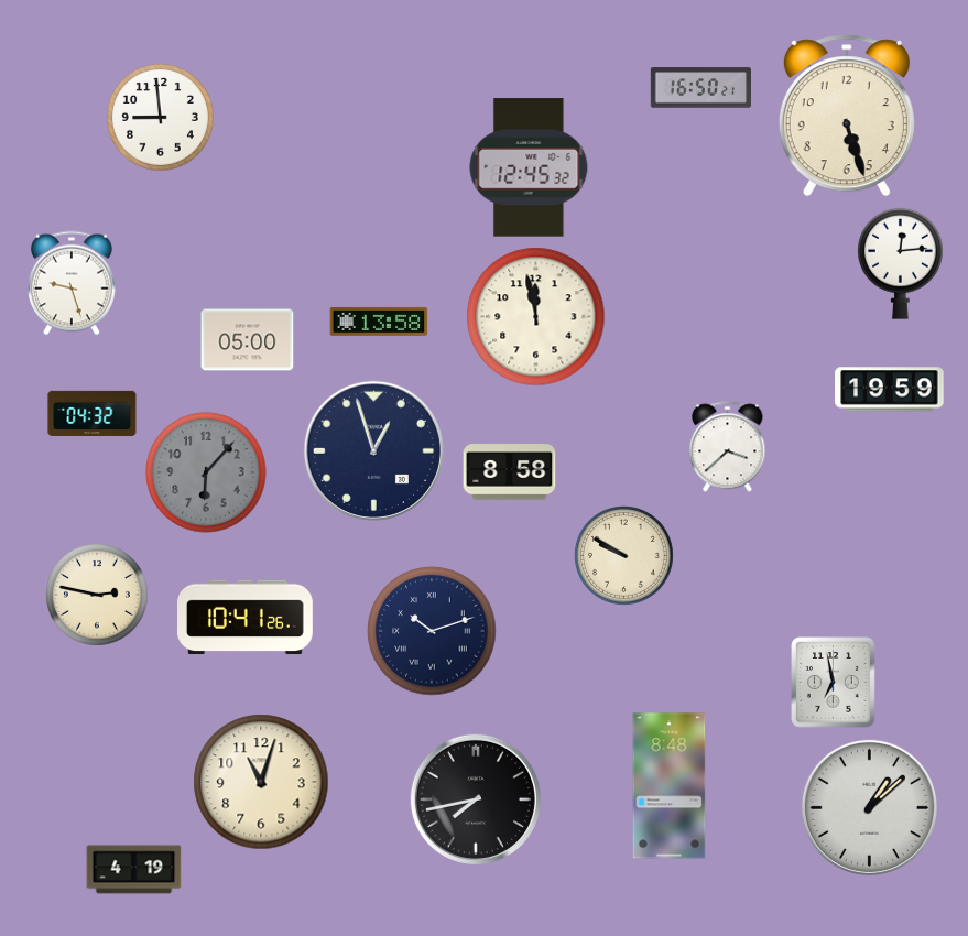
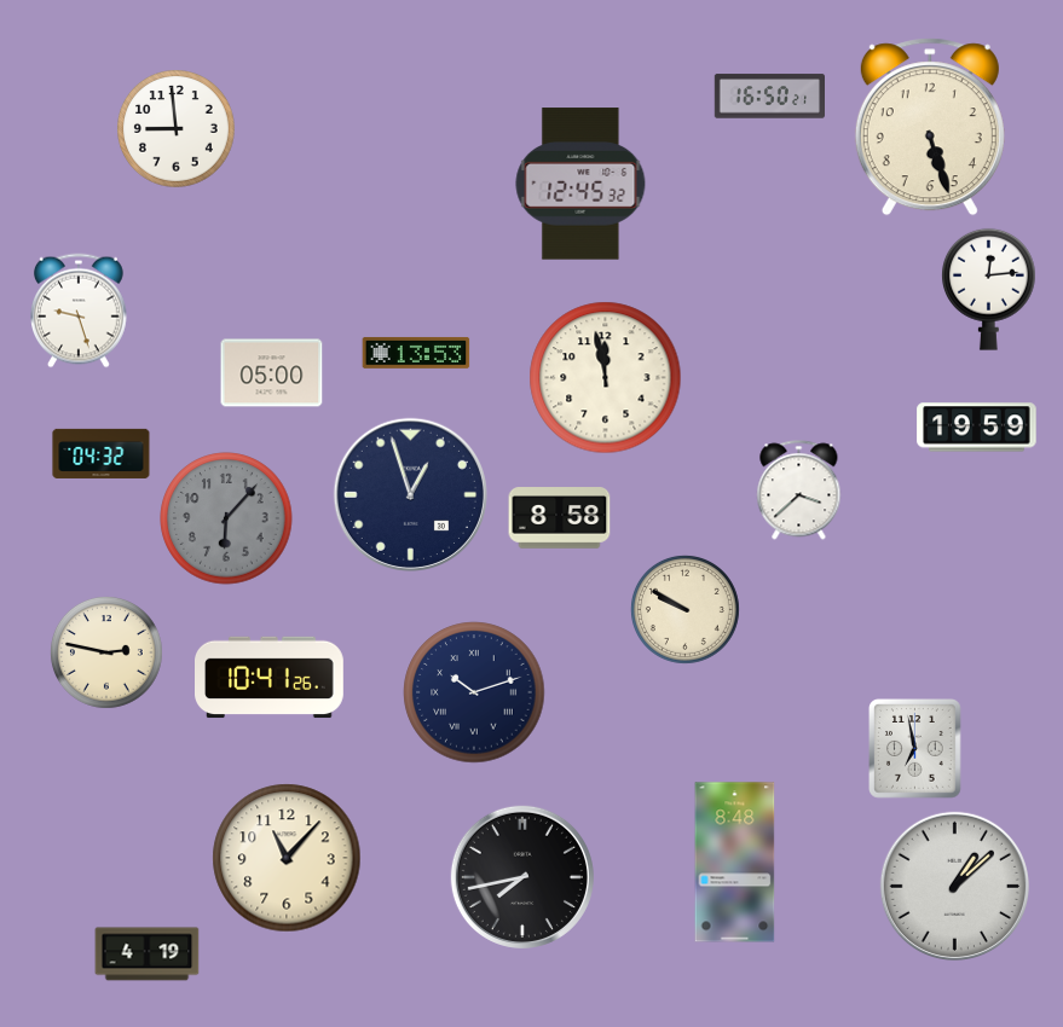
clock at (536, 317) position: (536, 317) -> (606, 378)
clock at (379, 322): 13:58 -> 13:53
clock at (261, 782): 11:03 -> 11:07
